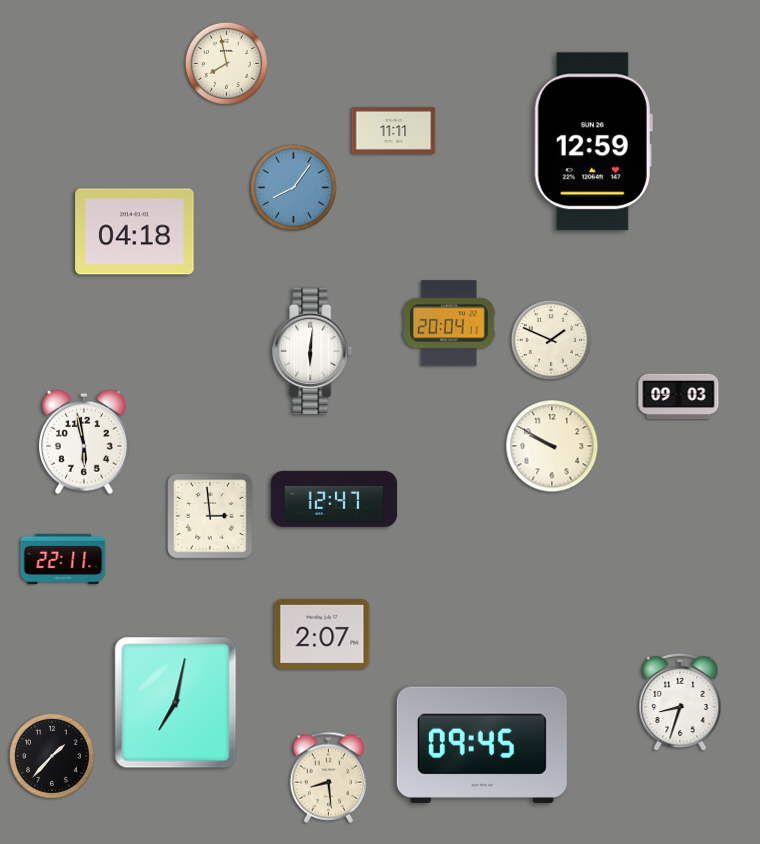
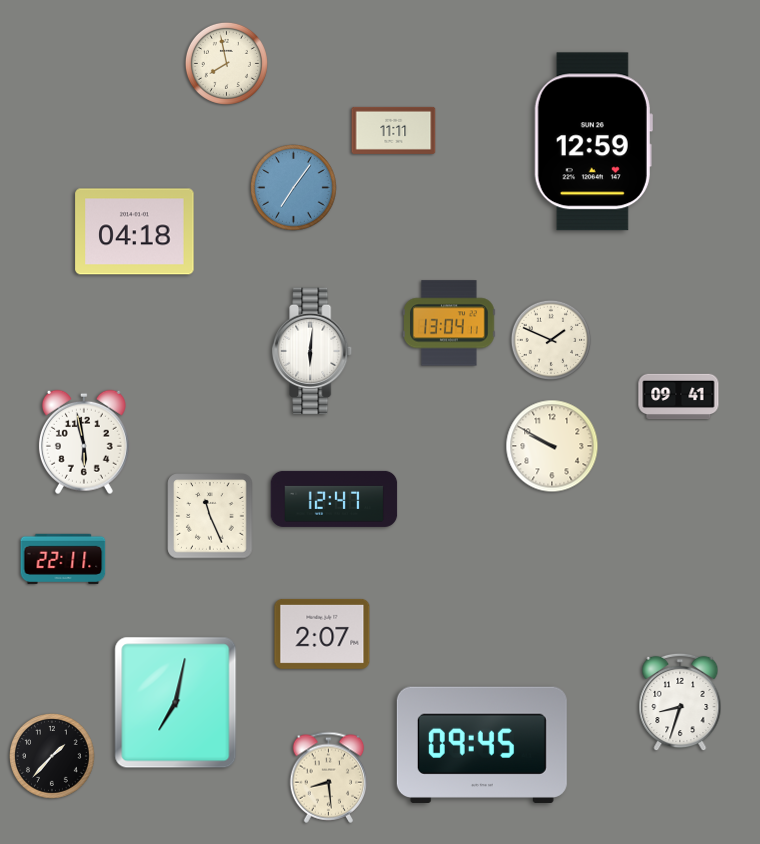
clock at (294, 188): 8:06 -> 7:06
clock at (449, 323): 20:04 -> 13:04
clock at (679, 397): 09:03 -> 09:41
clock at (210, 516): 2:59 -> 11:26
